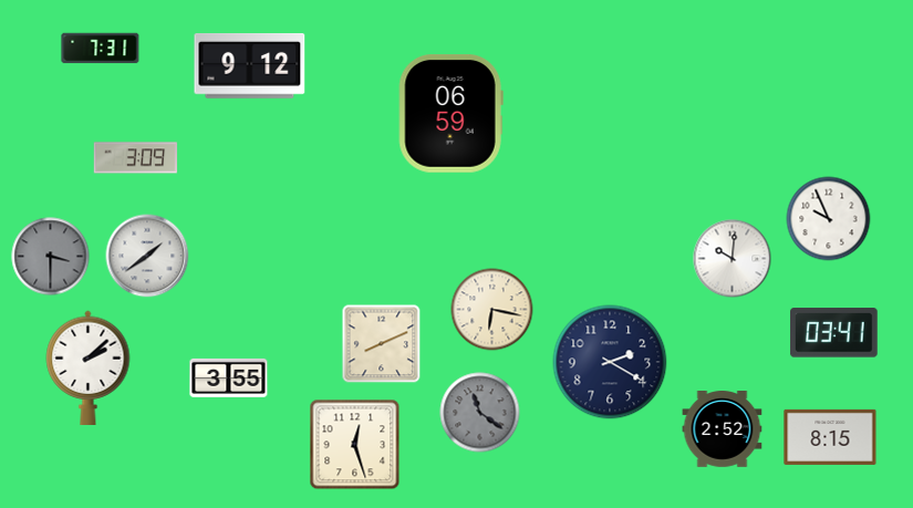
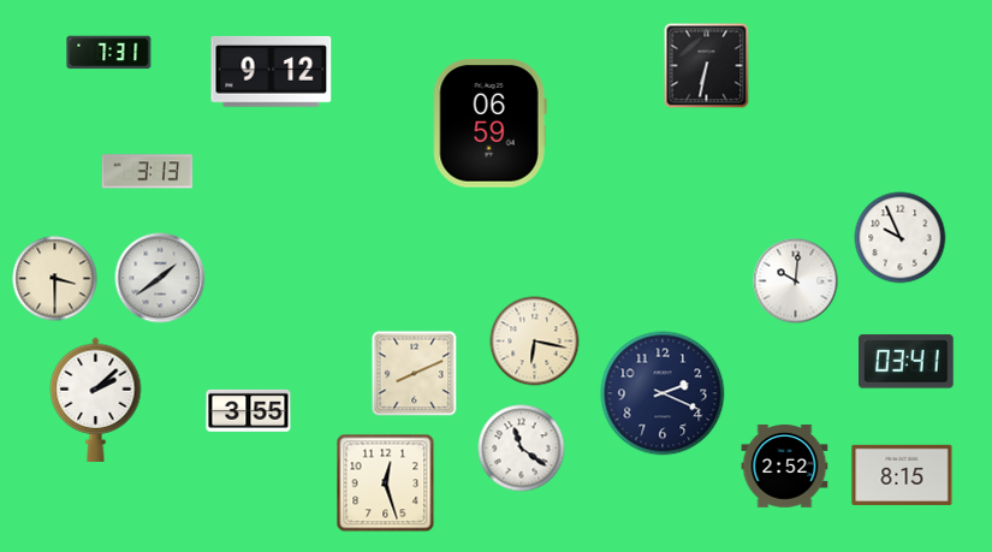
clock at (707, 66): none -> 6:32
clock at (136, 158): 3:09 -> 3:13
clock at (51, 257) dial: grey -> cream
clock at (492, 310) position: (492, 310) -> (535, 342)
clock at (610, 362): 2:20 -> 2:19
clock at (480, 413) dial: grey -> white
